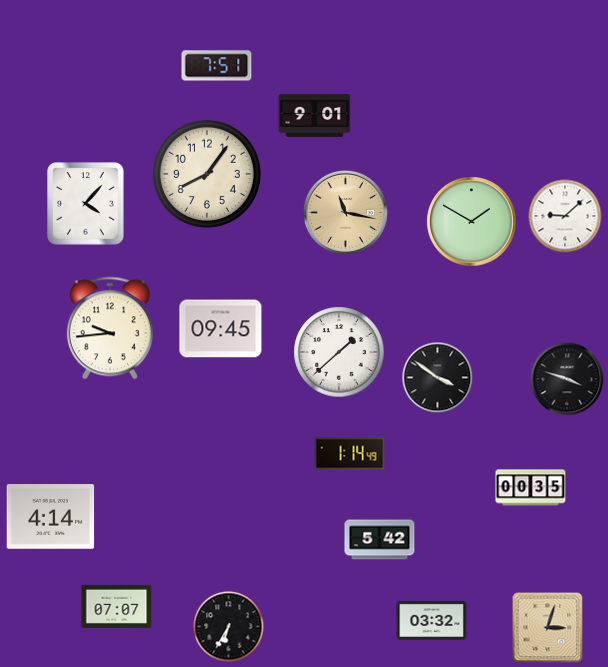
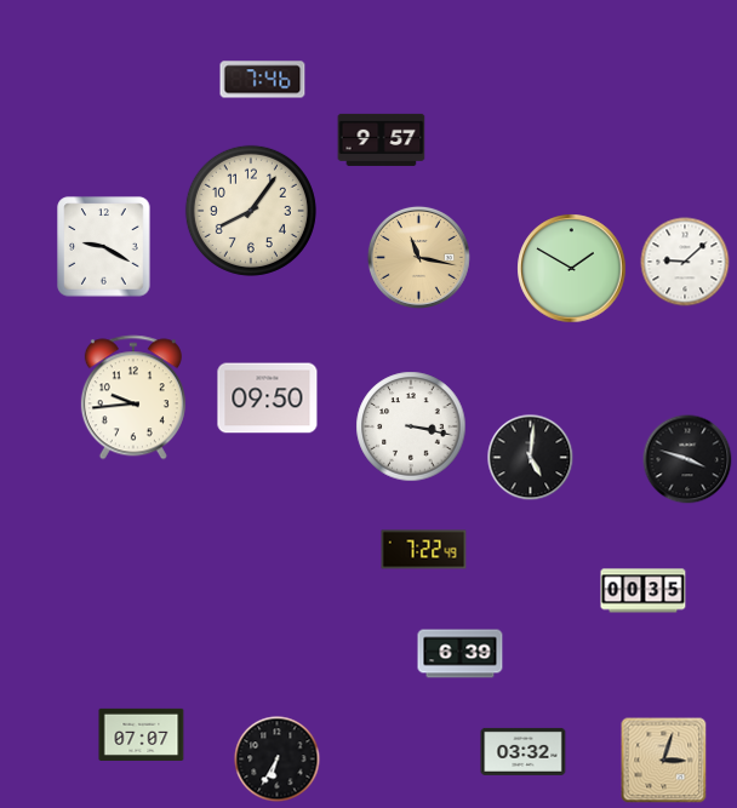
clock at (217, 66): 7:51 -> 7:46
clock at (315, 115): 9:01 -> 9:57
clock at (86, 204): 4:07 -> 9:20
clock at (221, 329): 09:45 -> 09:50
clock at (339, 352): 1:38 -> 3:17
clock at (438, 378): 3:51 -> 5:01
clock at (350, 454): 1:14 -> 7:22
clock at (51, 517): 4:14 -> none
clock at (380, 540): 5:42 -> 6:39
